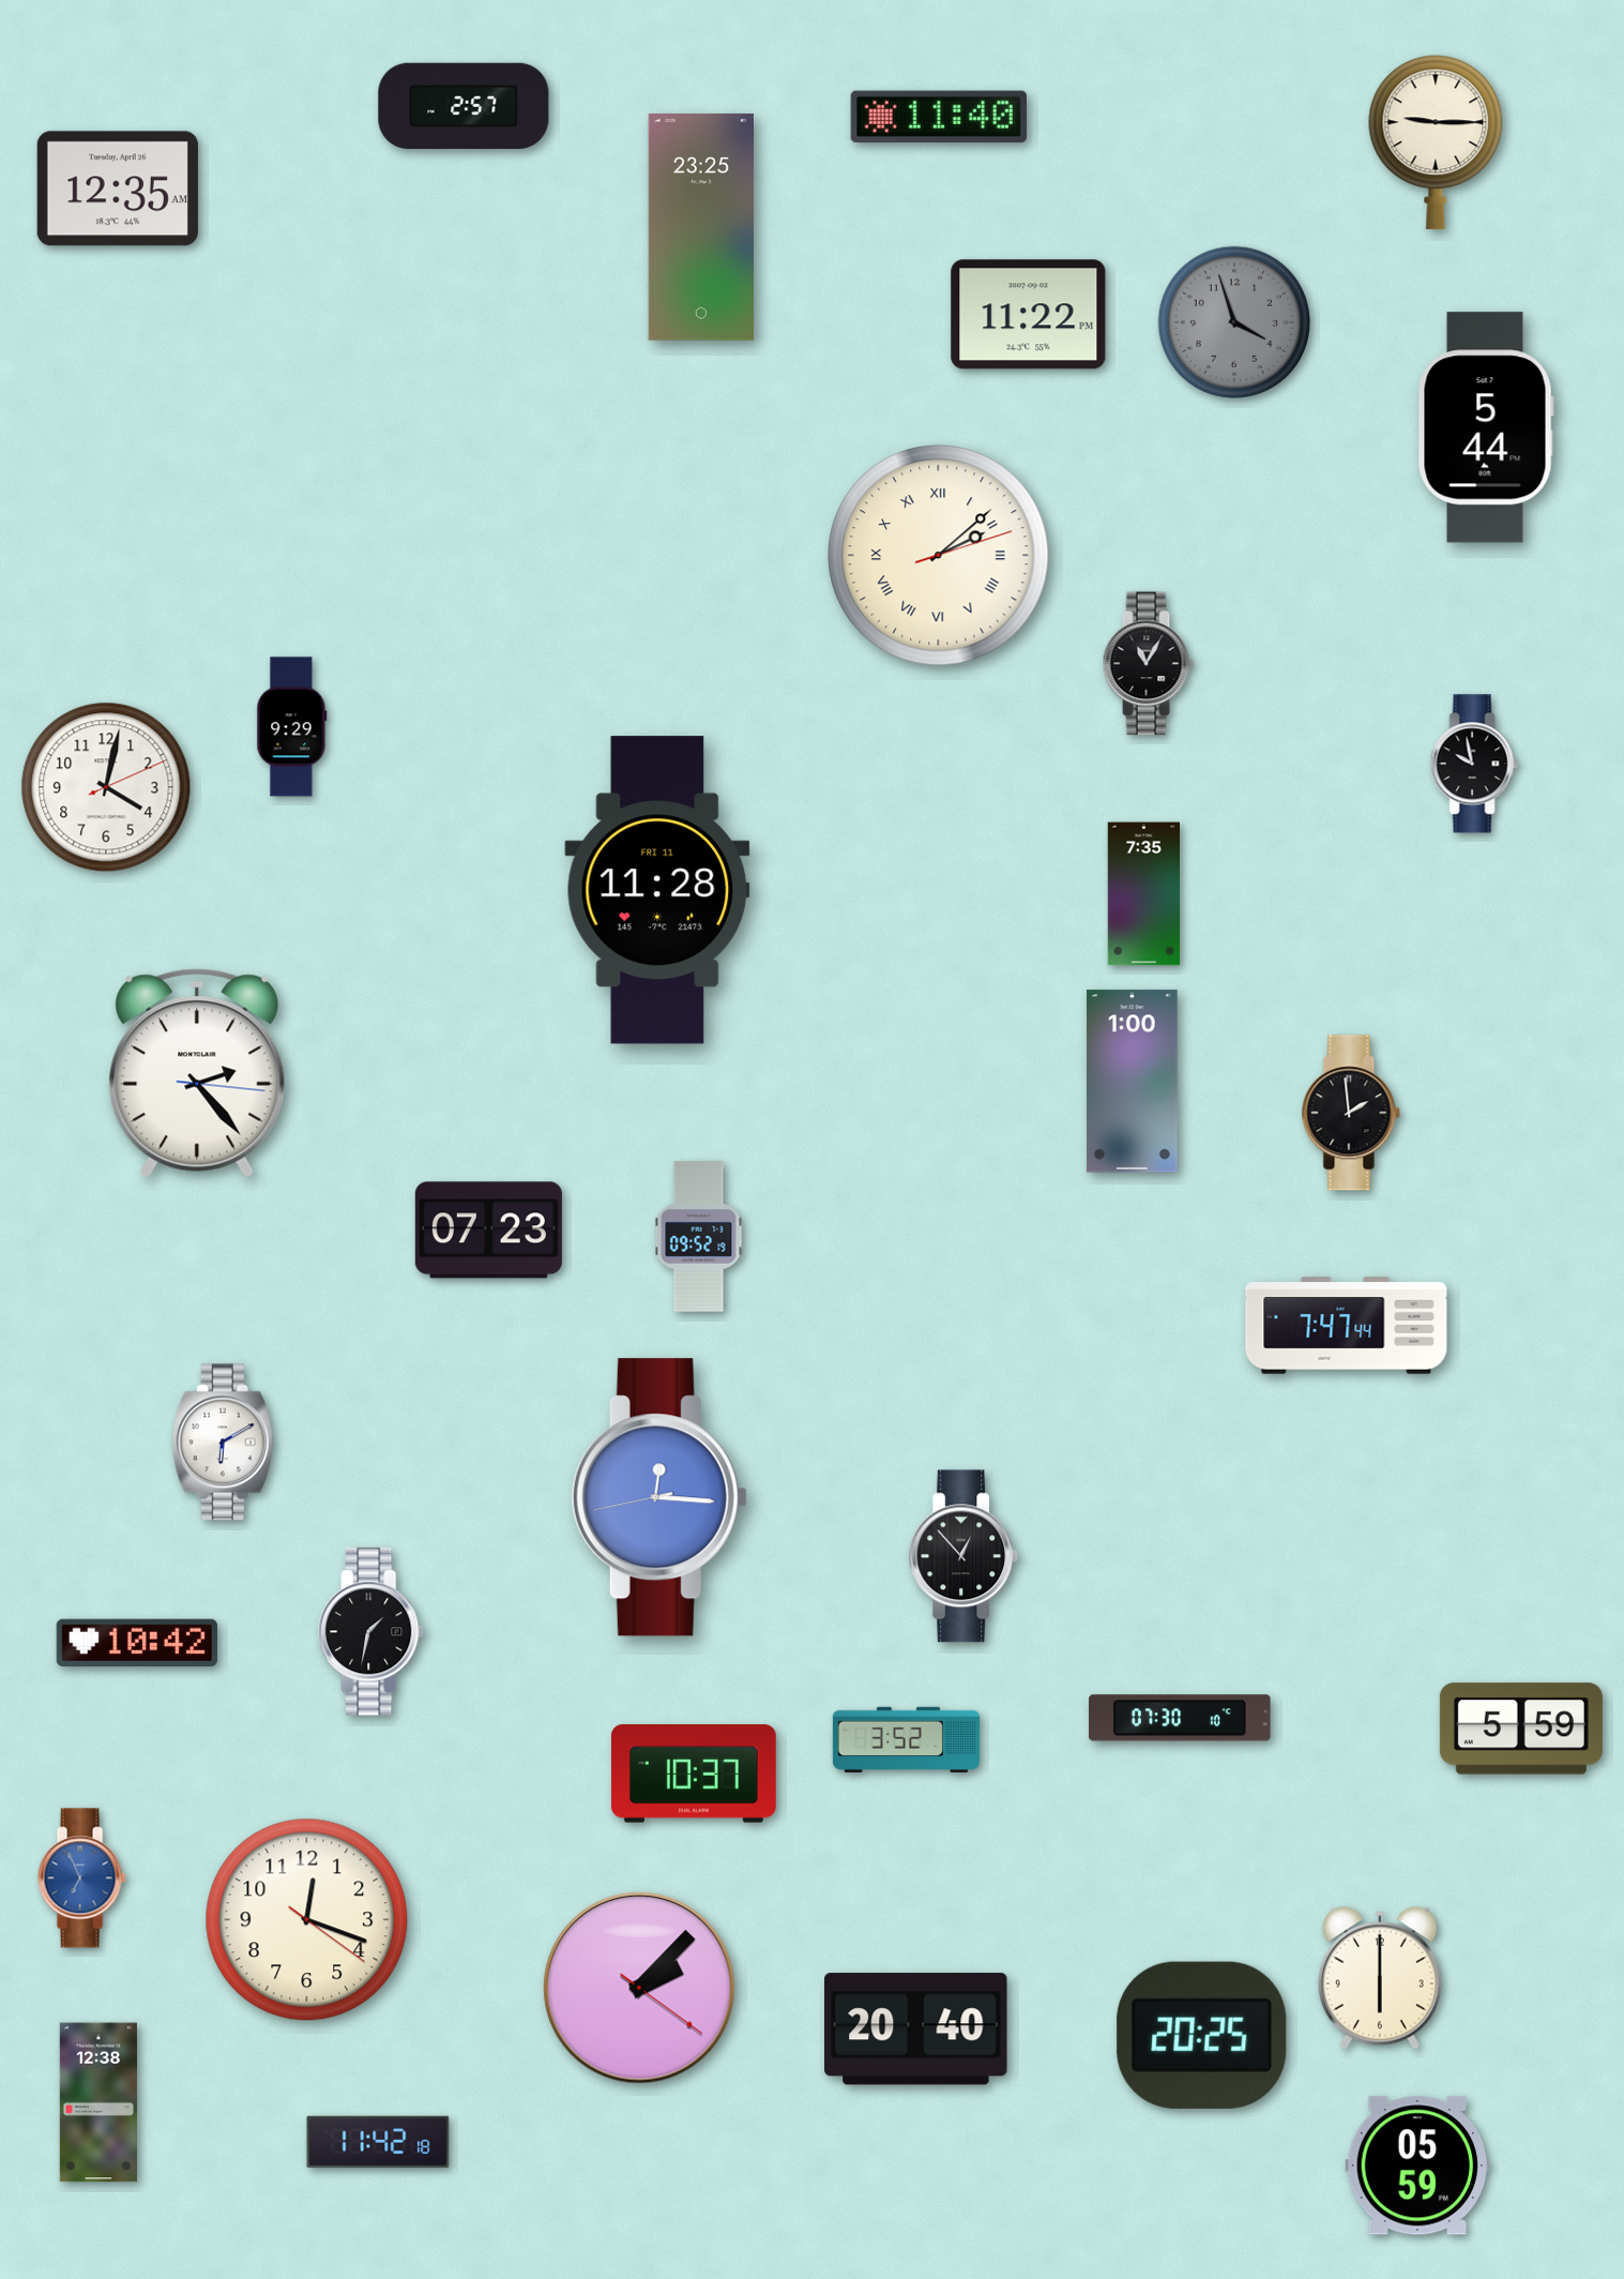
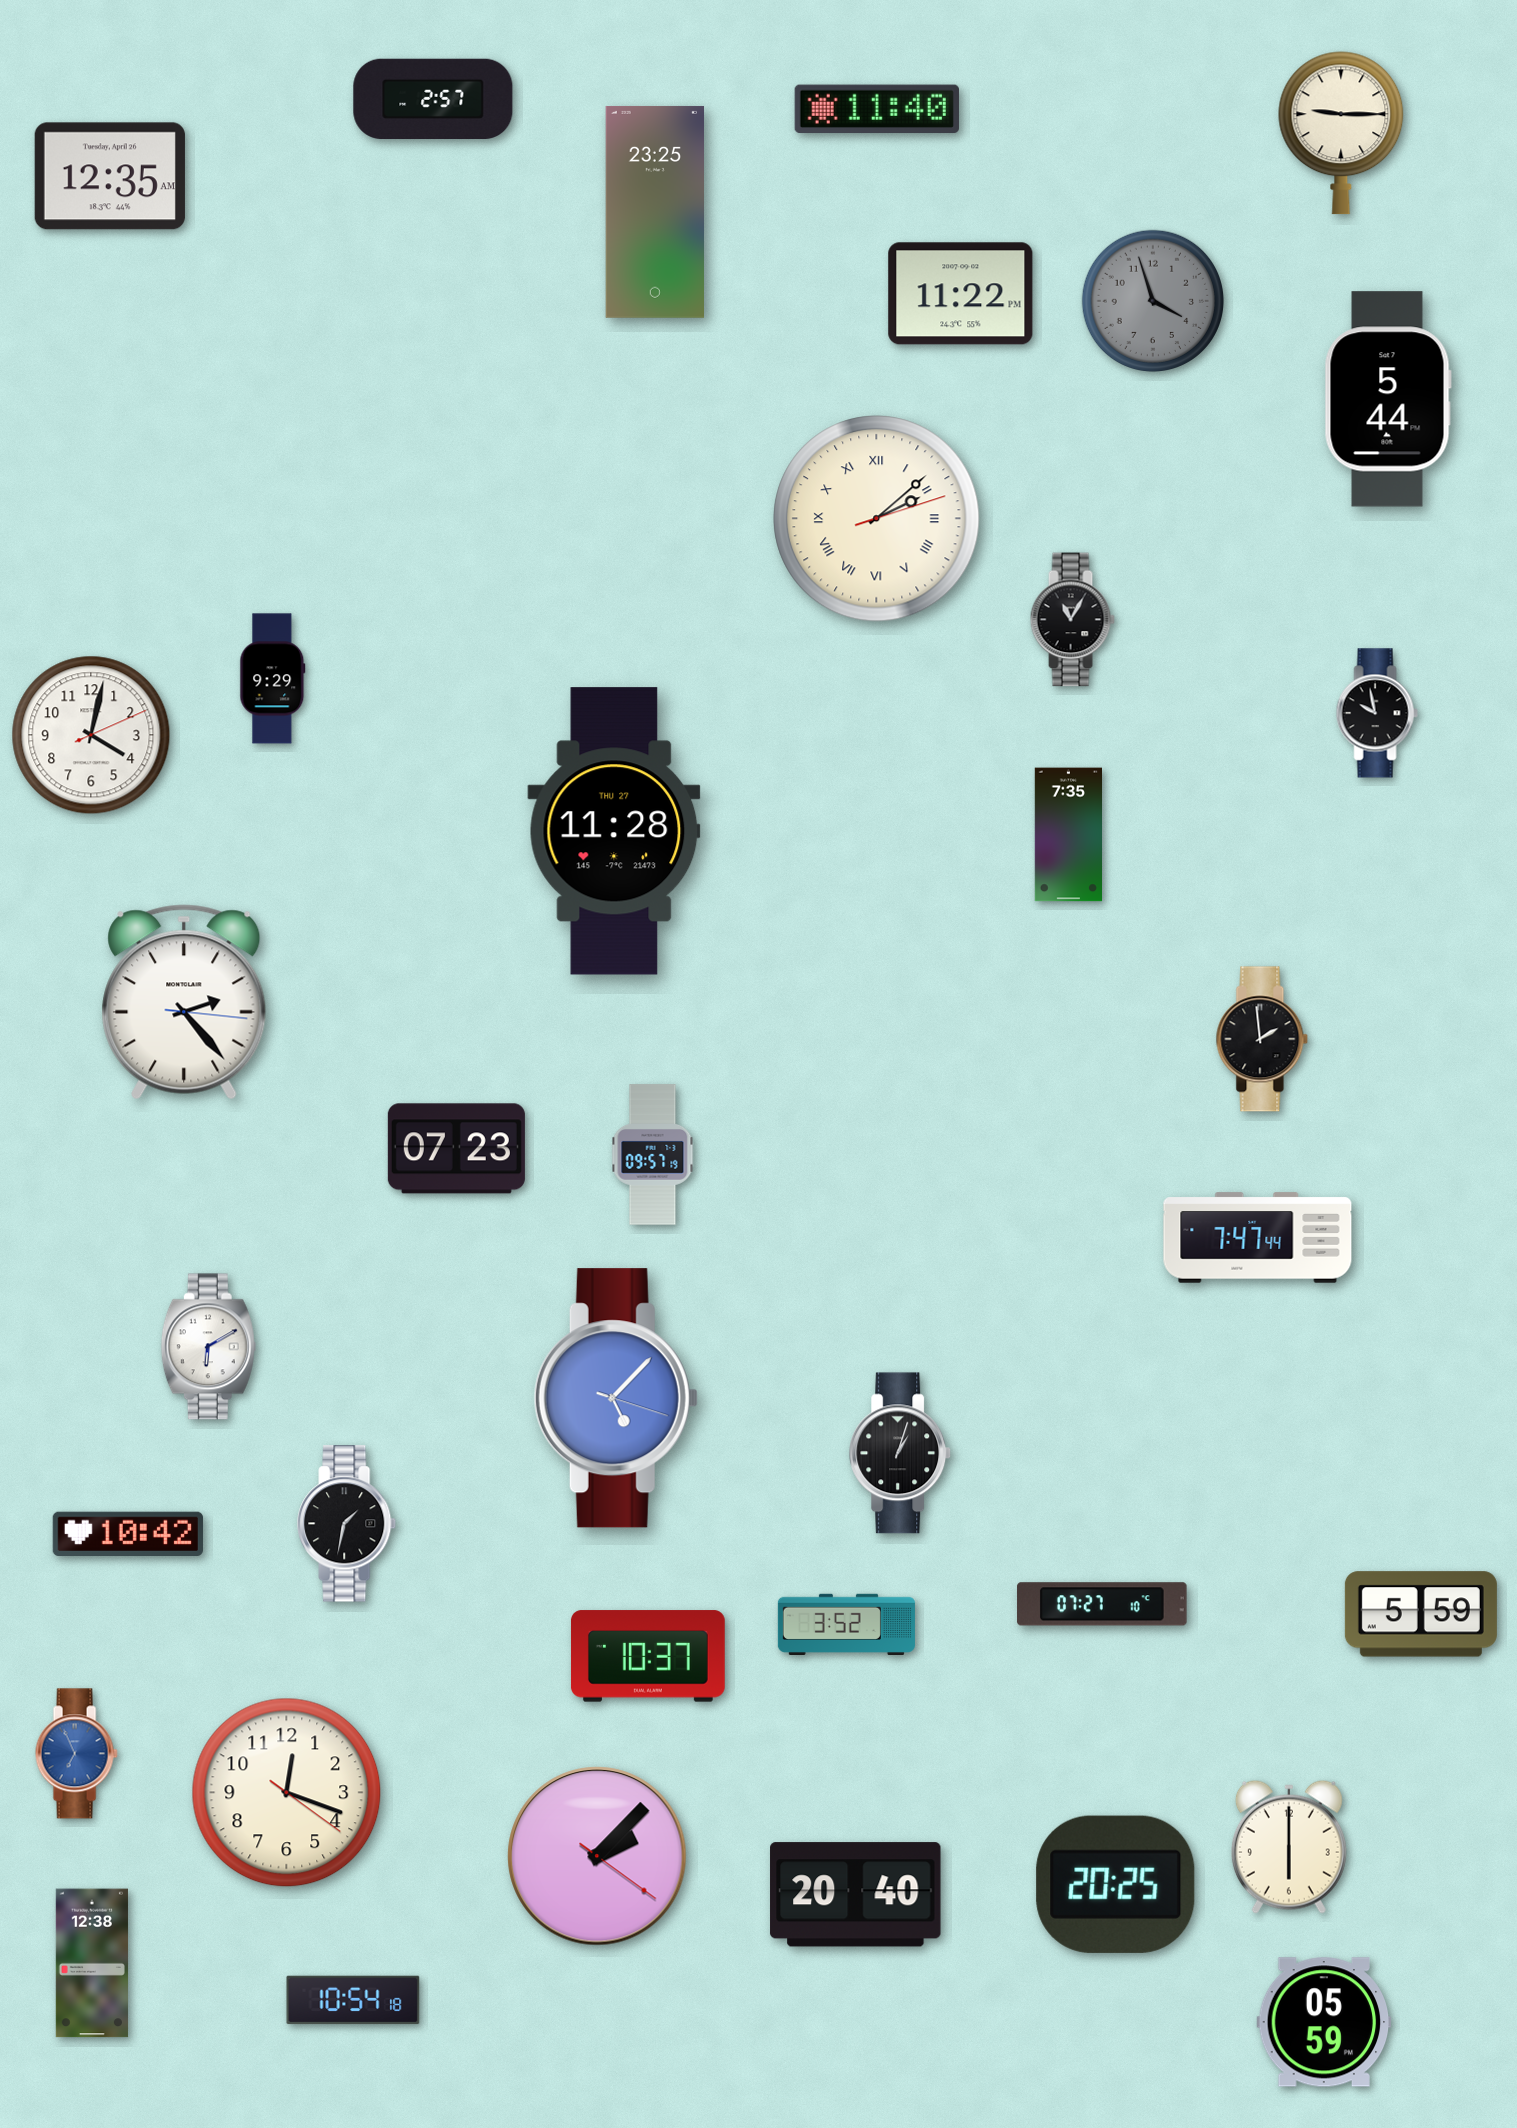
clock at (106, 787) position: (106, 787) -> (91, 735)
clock at (657, 890) date: FRI 11 -> THU 27
clock at (1133, 1082): 1:00 -> none
clock at (699, 1237): 09:52 -> 09:57
clock at (659, 1497): 12:15 -> 5:07
clock at (965, 1556): 12:53 -> 1:03
clock at (1180, 1718): 07:30 -> 07:27
clock at (1202, 2035) position: (1202, 2035) -> (1116, 1884)
clock at (378, 2142): 11:42 -> 10:54
